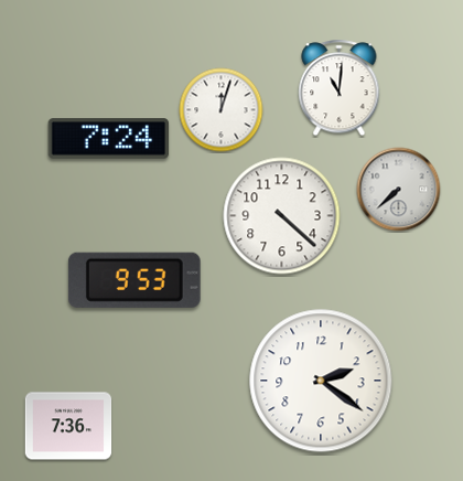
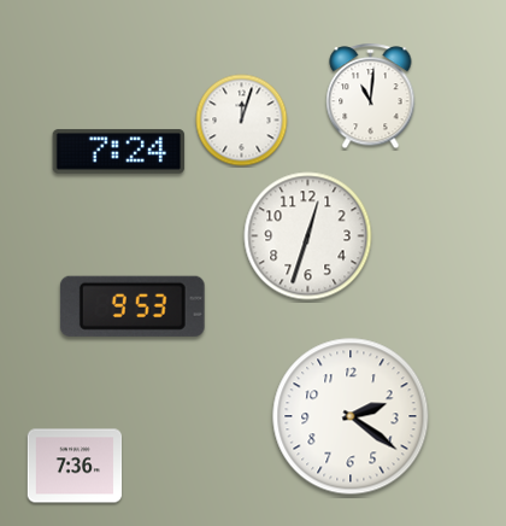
clock at (399, 190): 7:38 -> none
clock at (282, 216): 4:22 -> 12:33
clock at (134, 280) position: (134, 280) -> (133, 306)
